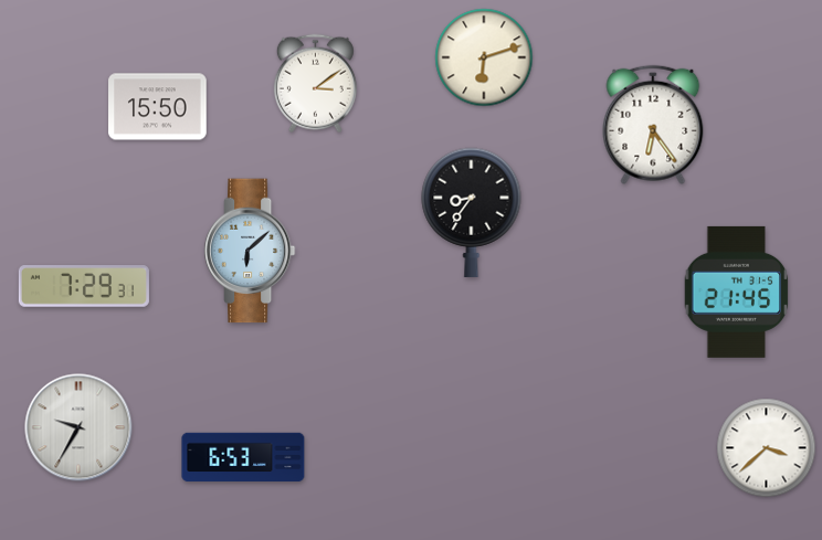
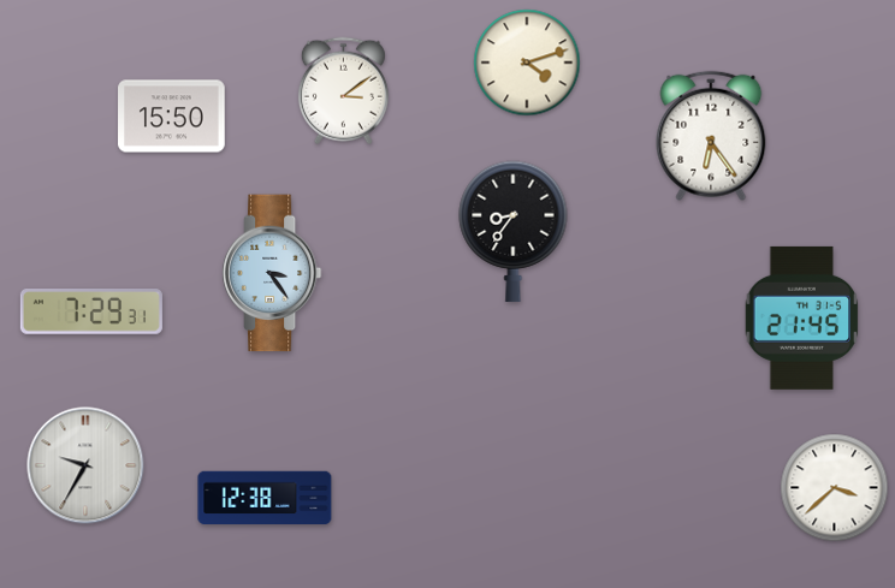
clock at (484, 57): 6:12 -> 4:12
clock at (250, 251): 6:08 -> 3:24
clock at (243, 457): 6:53 -> 12:38
